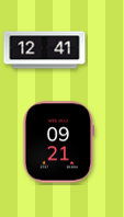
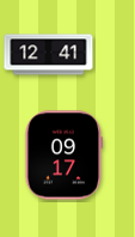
clock at (59, 142): 09:21 -> 09:17
